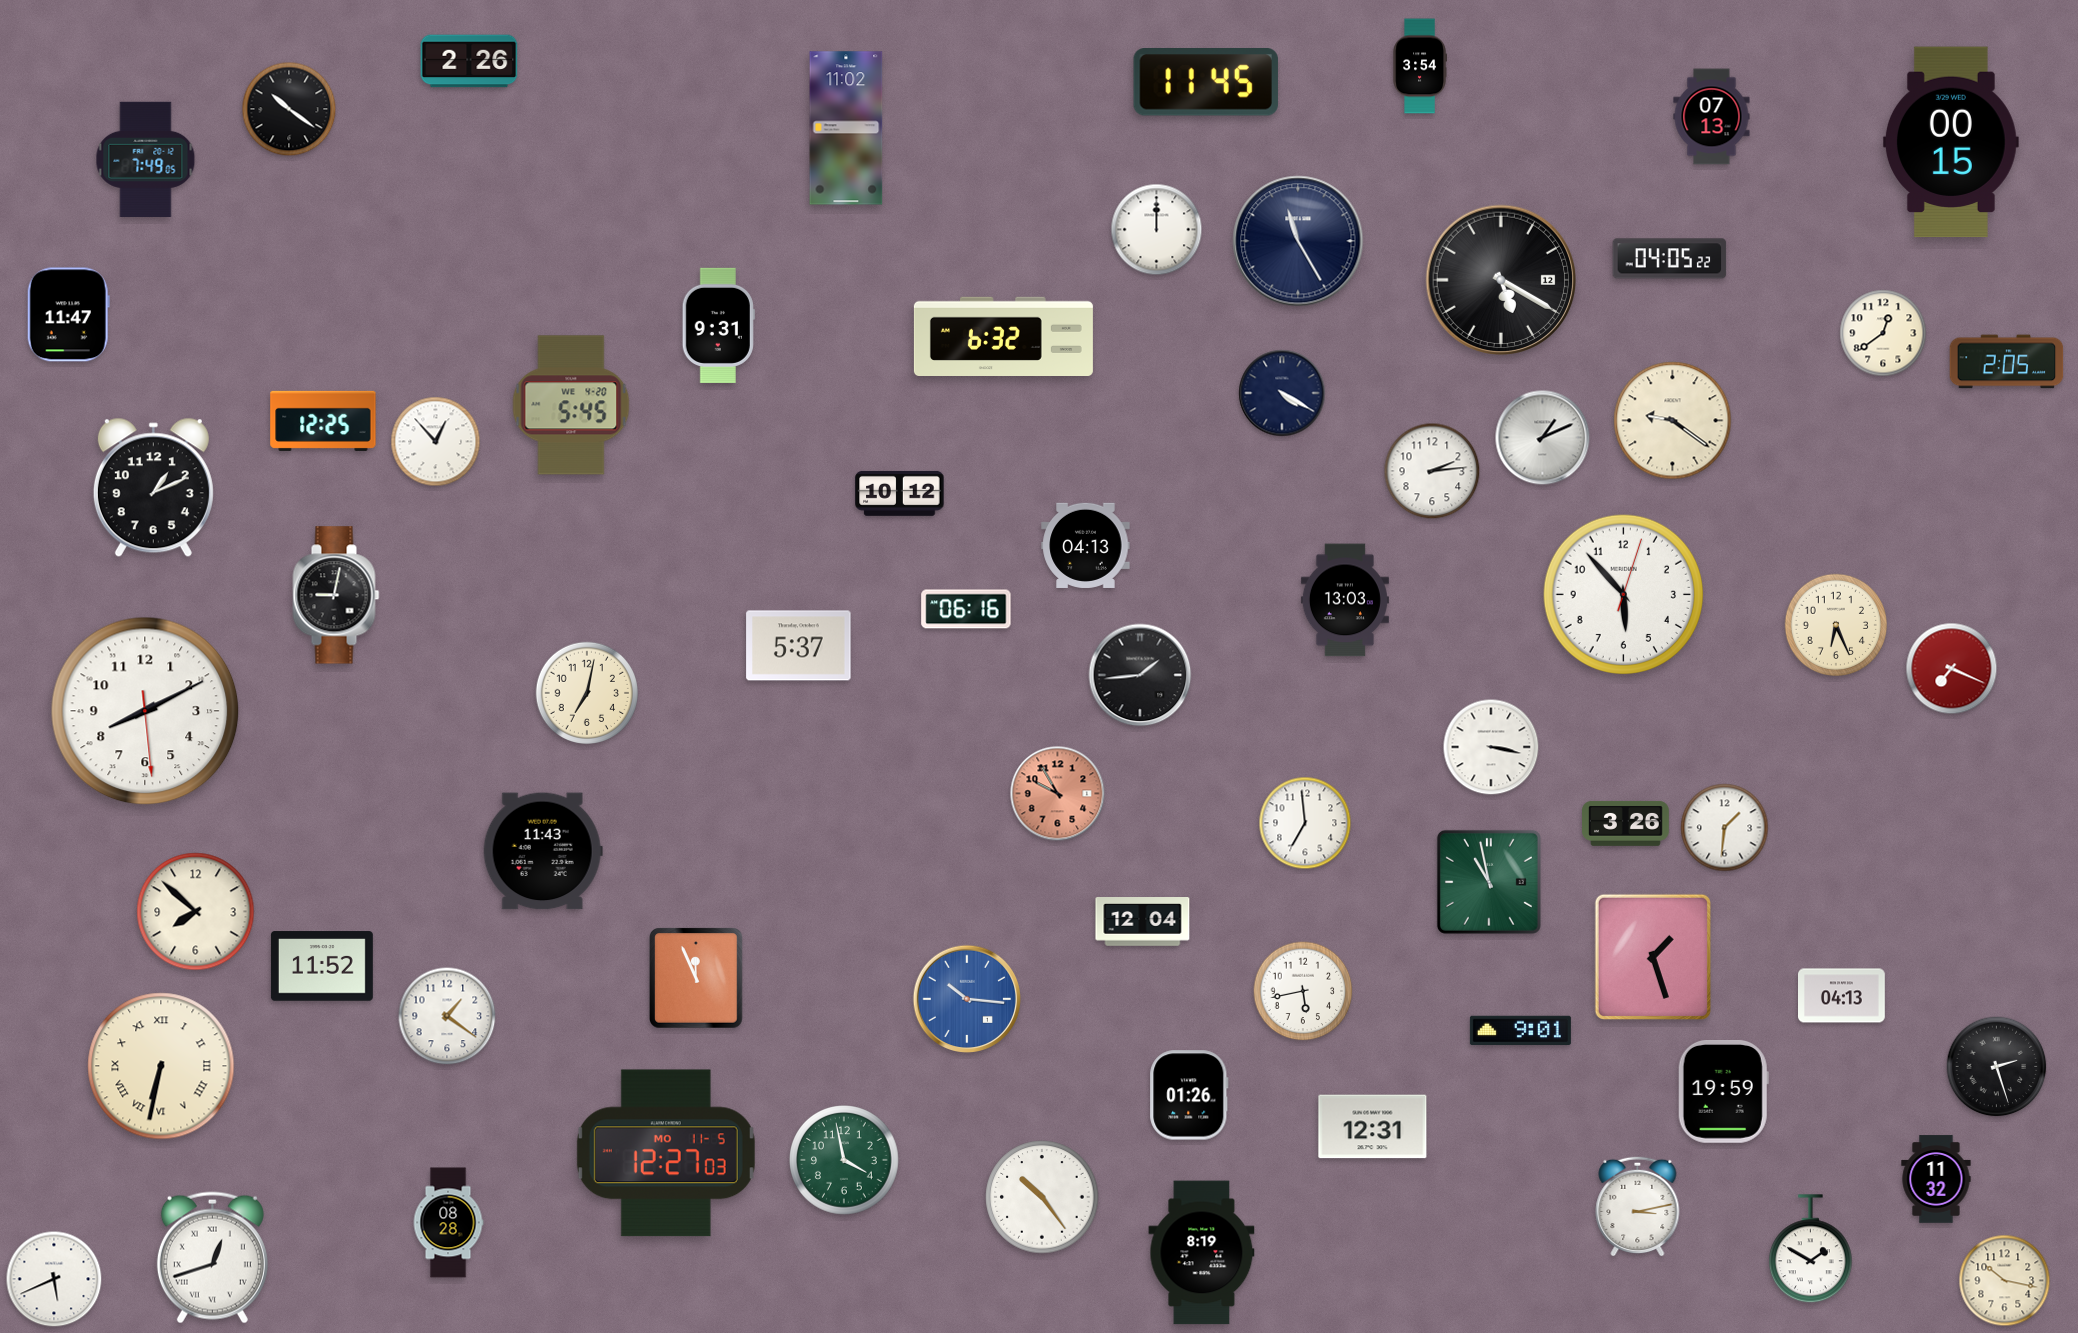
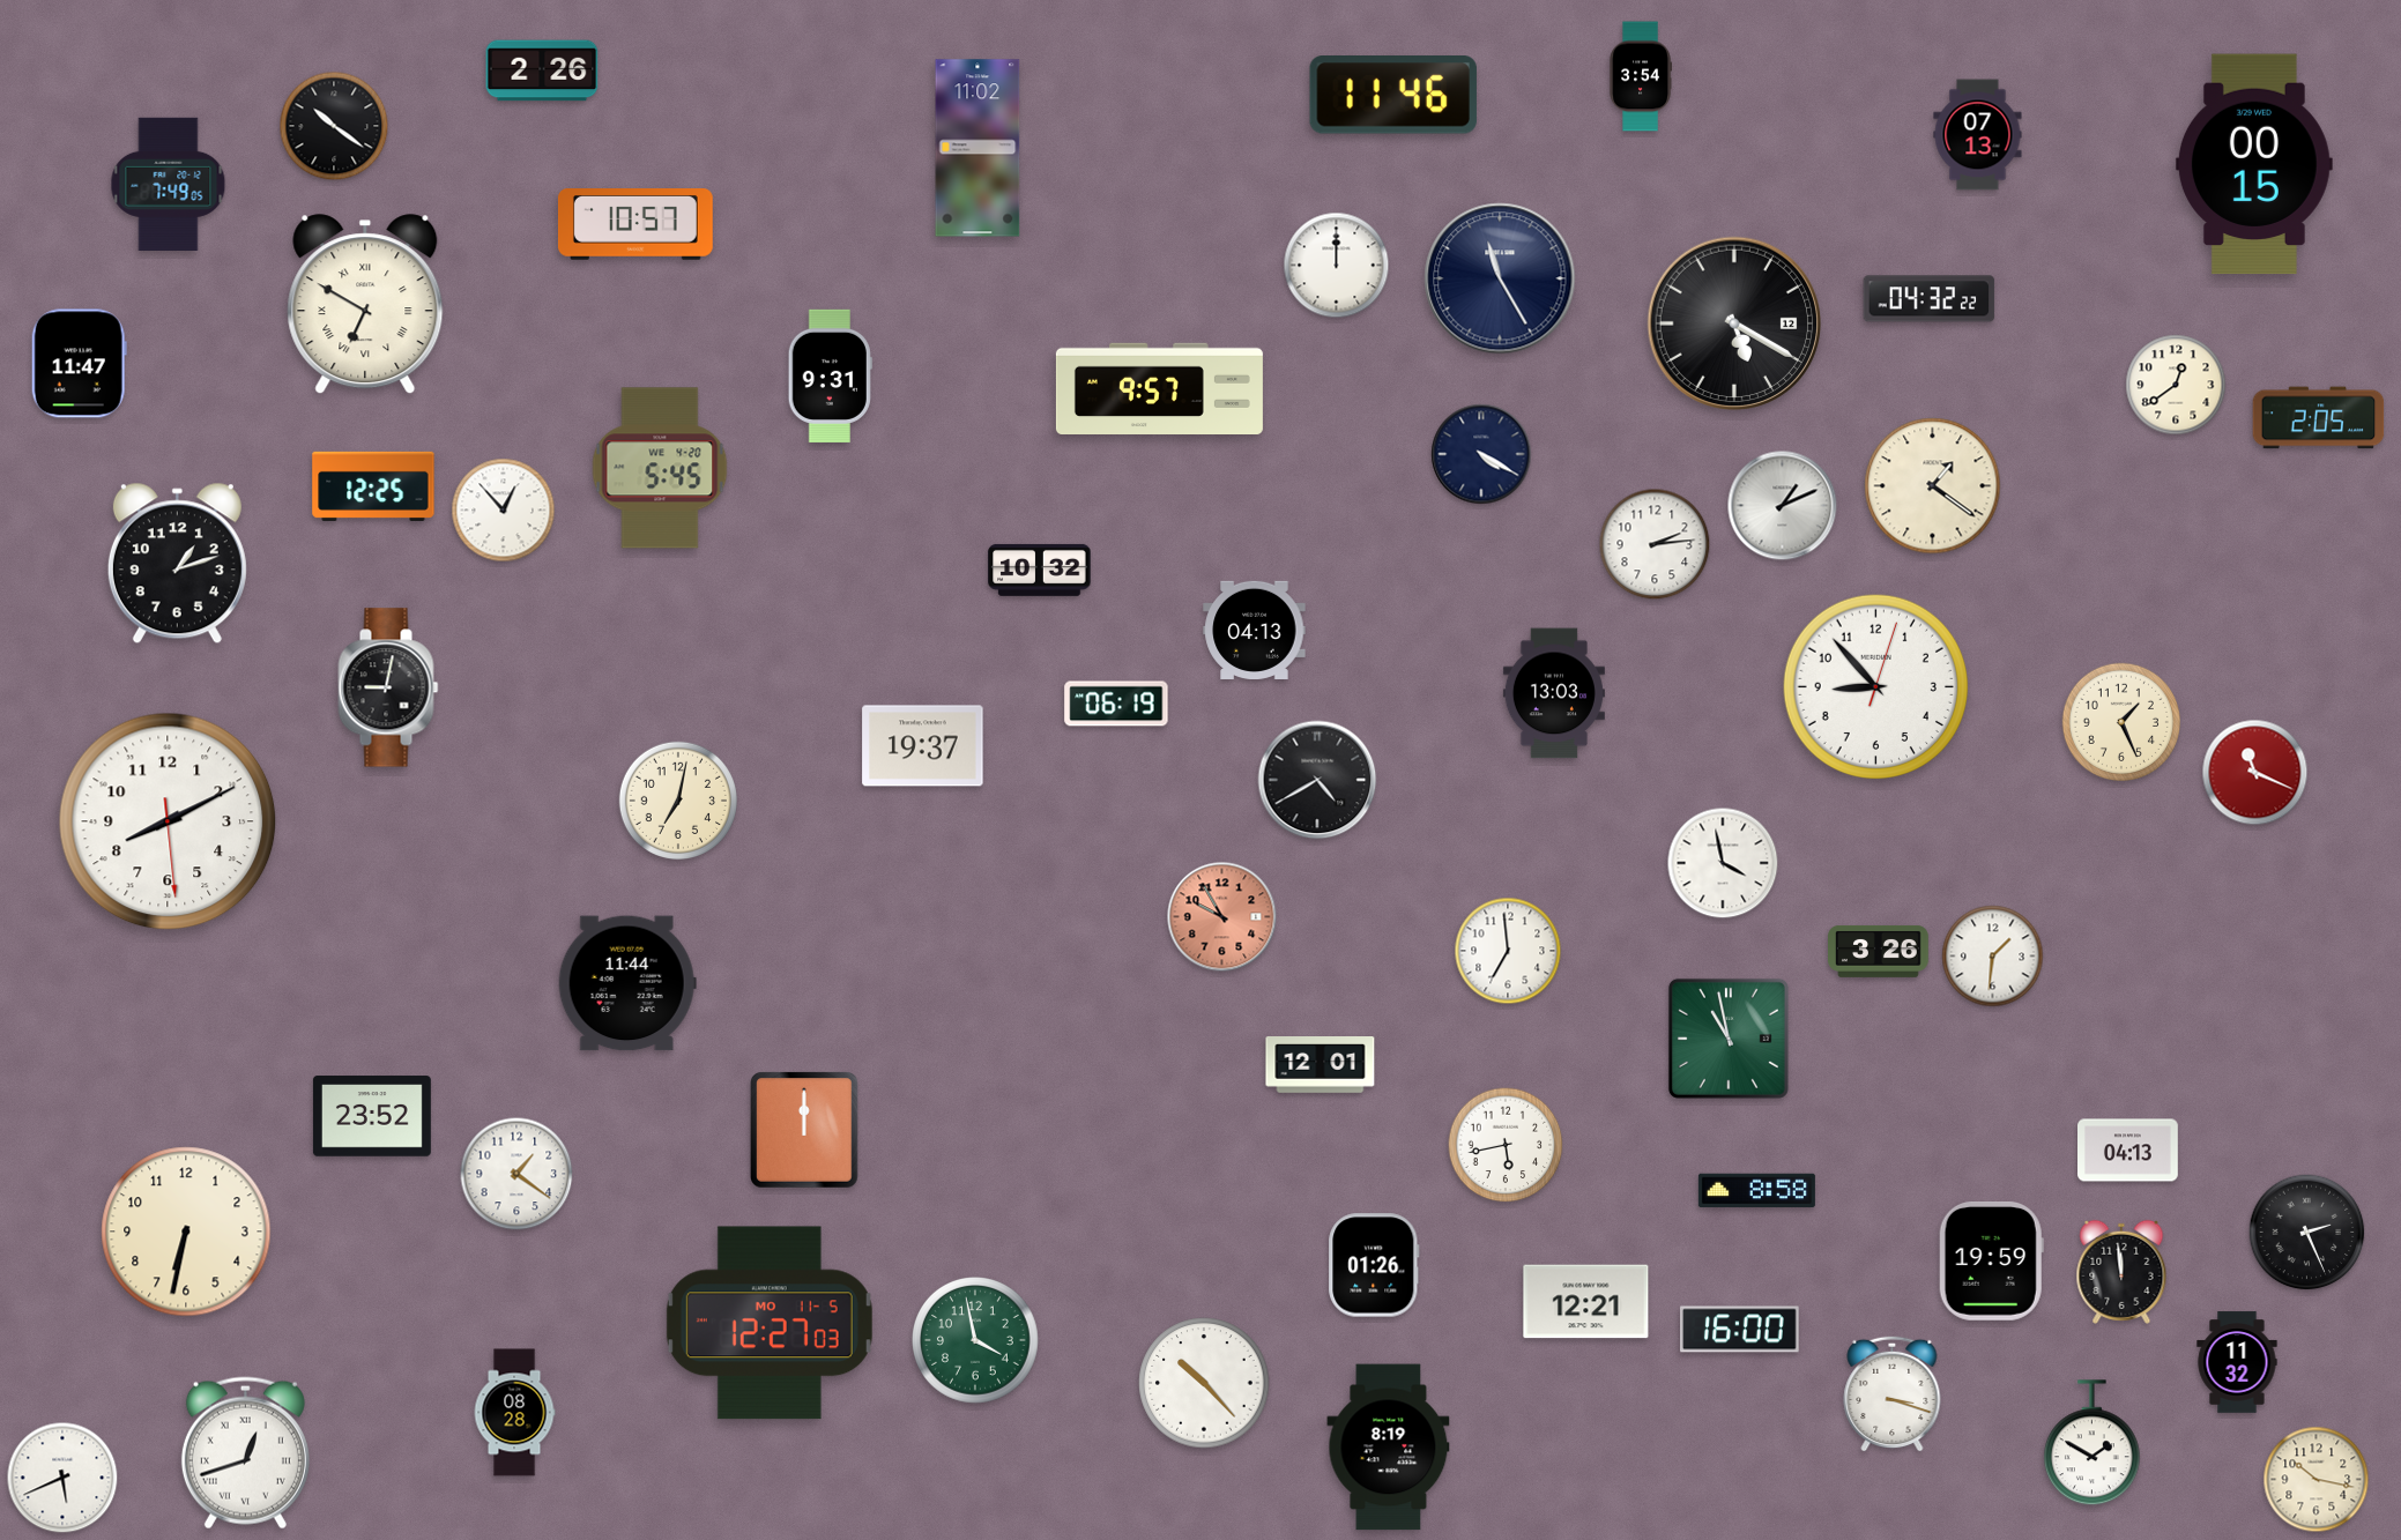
clock at (1206, 83): 11:45 -> 11:46
clock at (635, 225): none -> 10:57
clock at (1670, 259): 04:05 -> 04:32
clock at (365, 305): none -> 6:50
clock at (1003, 336): 6:32 -> 9:57
clock at (1673, 421): 9:21 -> 1:21
clock at (153, 488): 1:11 -> 1:12
clock at (900, 493): 10:12 -> 10:32
clock at (1624, 595): 5:53 -> 8:53
clock at (966, 609): 06:16 -> 06:19
clock at (1835, 624): 6:26 -> 1:26
clock at (799, 646): 5:37 -> 19:37
clock at (1952, 669): 7:19 -> 11:19
clock at (1140, 675): 1:44 -> 4:40
clock at (1491, 747): 3:17 -> 3:58
clock at (543, 851): 11:43 -> 11:44
clock at (1489, 882) position: (1489, 882) -> (1729, 1039)
clock at (196, 912): 7:52 -> none
clock at (1143, 922): 12:04 -> 12:01
clock at (1653, 957): 1:27 -> none
clock at (322, 966): 11:52 -> 23:52
clock at (696, 978): 11:56 -> 12:00
clock at (967, 999): 10:16 -> none
clock at (1520, 1031): 9:01 -> 8:58
clock at (161, 1066) numerals: Roman -> Arabic
clock at (1997, 1067): 2:27 -> 2:26
clock at (2121, 1272): none -> 11:59
clock at (1373, 1127): 12:31 -> 12:21
clock at (1740, 1330): none -> 16:00
clock at (666, 1153) position: (666, 1153) -> (770, 1323)
clock at (1042, 1197): 10:24 -> 10:23
clock at (1638, 1206): 3:13 -> 3:18
clock at (448, 1223) position: (448, 1223) -> (514, 1413)
